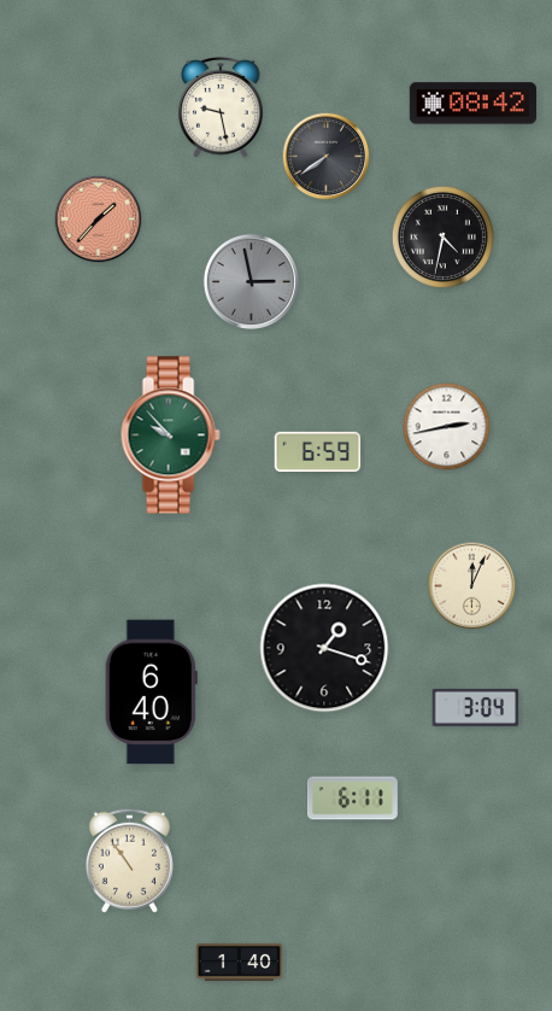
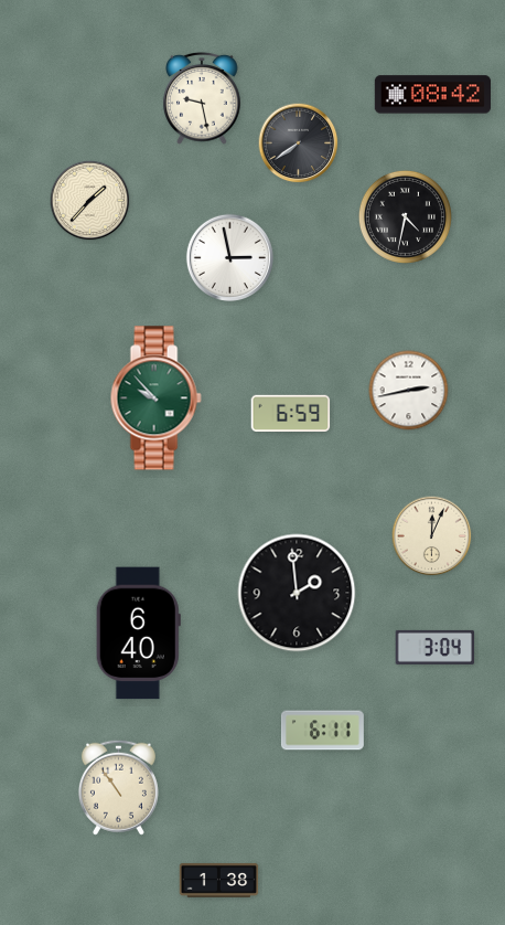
clock at (99, 220) dial: salmon -> cream
clock at (251, 281) dial: grey -> white
clock at (324, 648): 1:18 -> 1:59
clock at (240, 962): 1:40 -> 1:38
